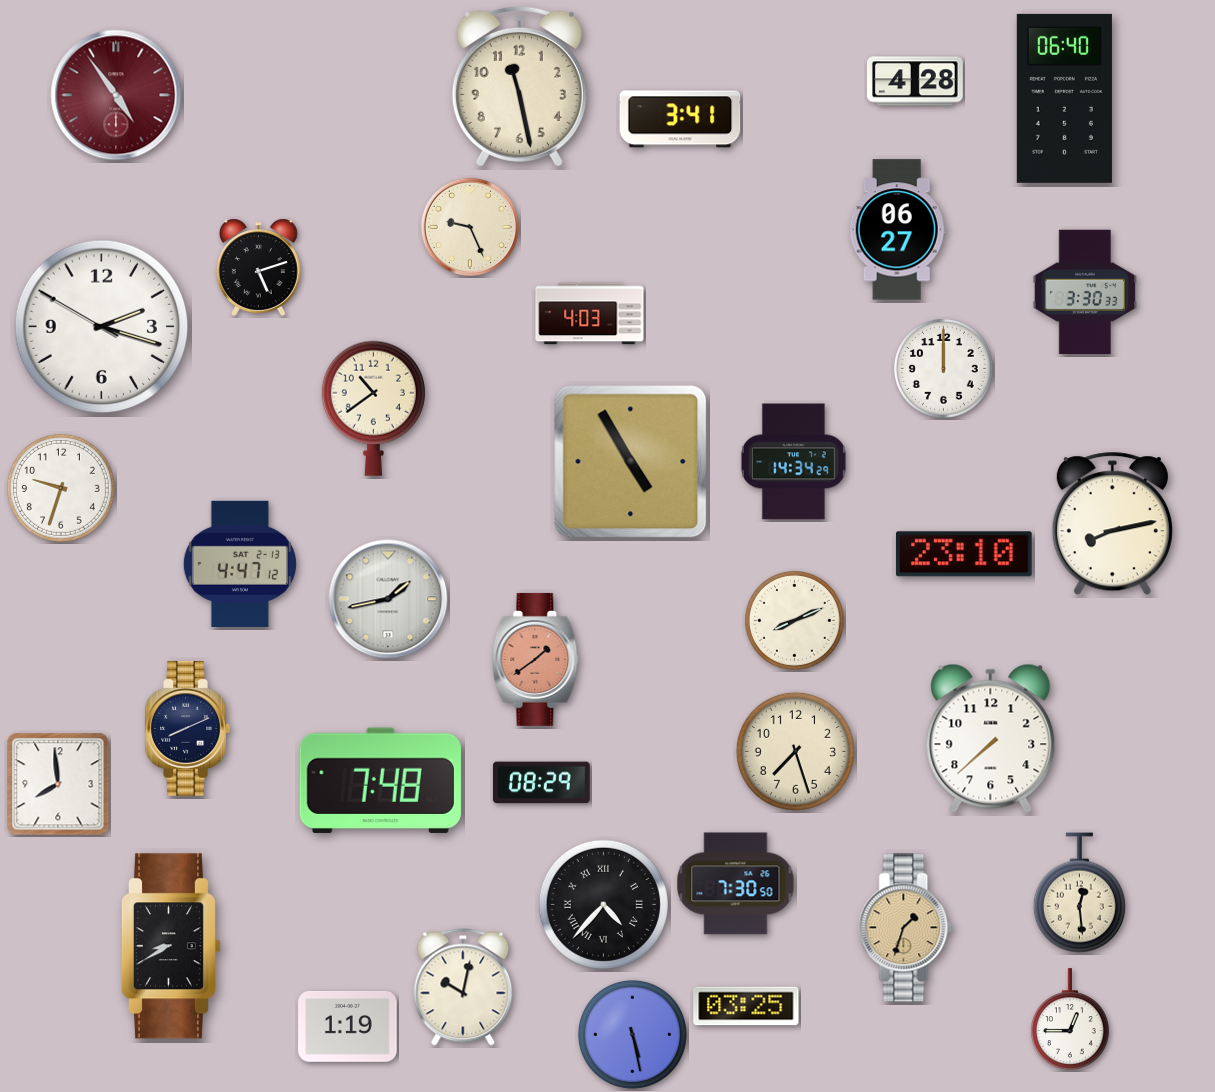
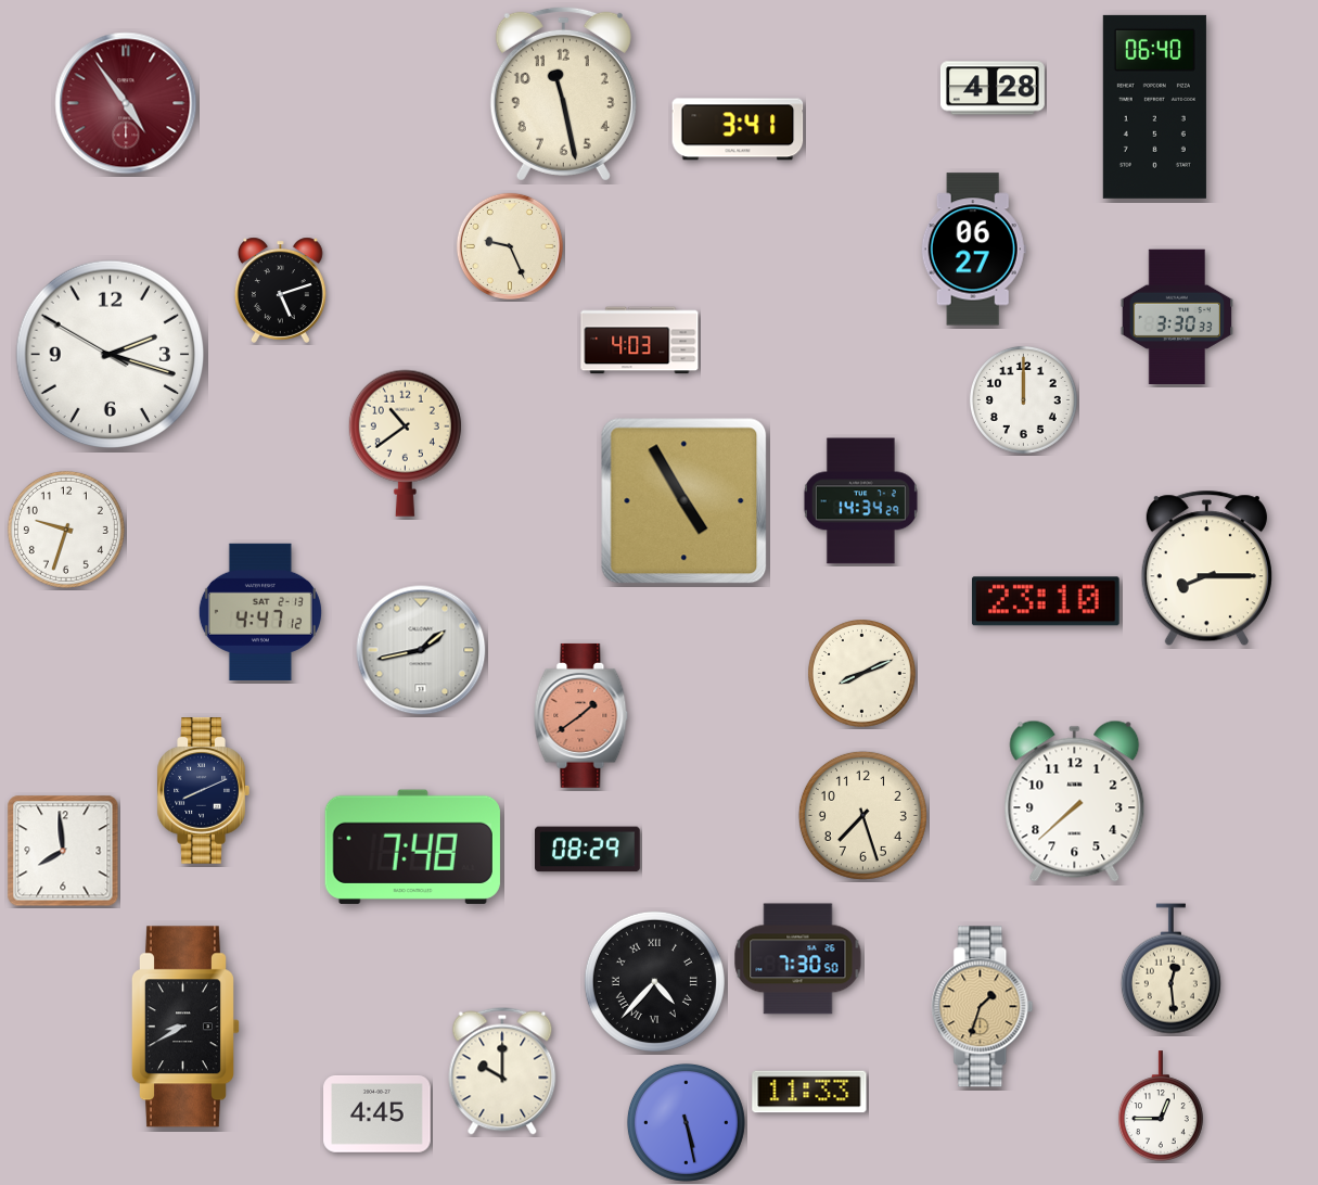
clock at (1112, 524): 8:13 -> 8:15
clock at (463, 987): 10:02 -> 10:00
clock at (746, 1006): 03:25 -> 11:33
clock at (348, 1027): 1:19 -> 4:45
